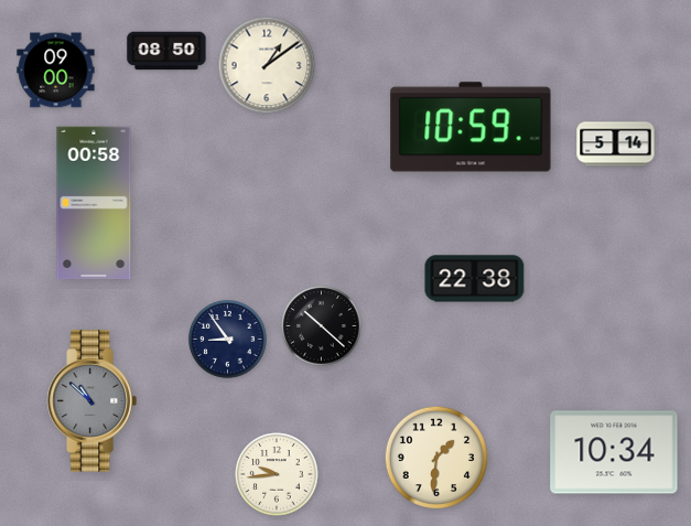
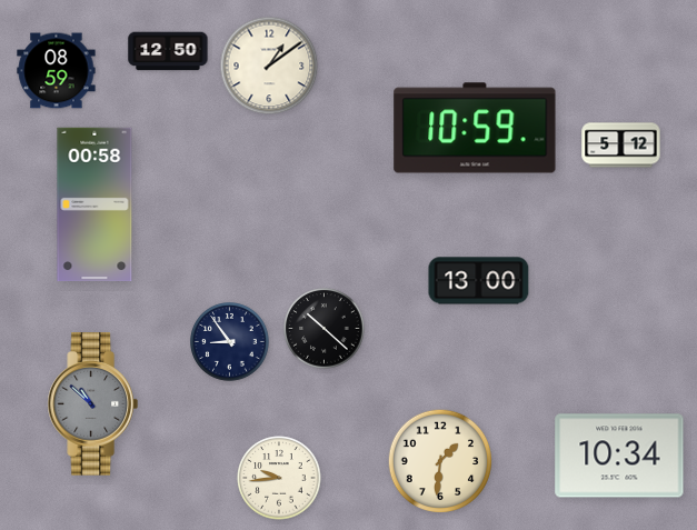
clock at (166, 51): 08:50 -> 12:50
clock at (56, 71): 09:00 -> 08:59
clock at (616, 144): 5:14 -> 5:12
clock at (475, 279): 22:38 -> 13:00
